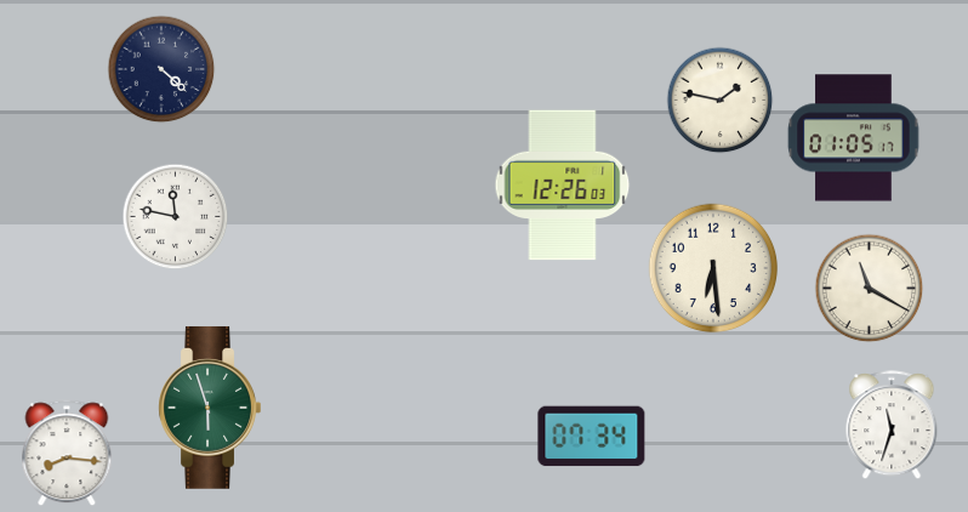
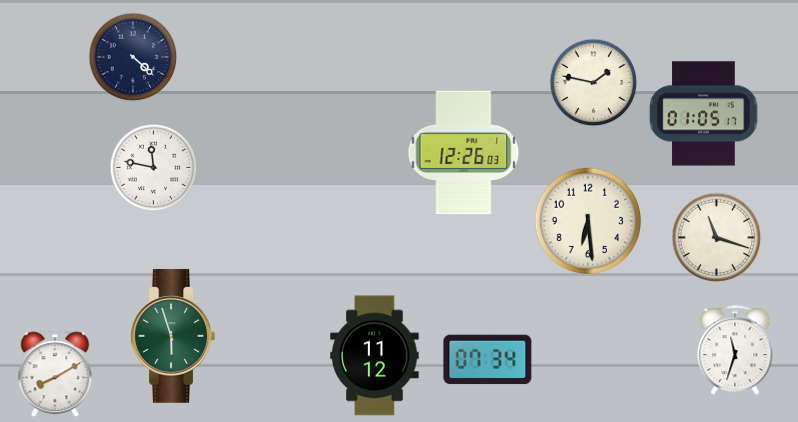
clock at (176, 217) position: (176, 217) -> (154, 168)
clock at (870, 289): 11:20 -> 11:18
clock at (375, 356): none -> 11:12
clock at (67, 454): 8:16 -> 8:10
